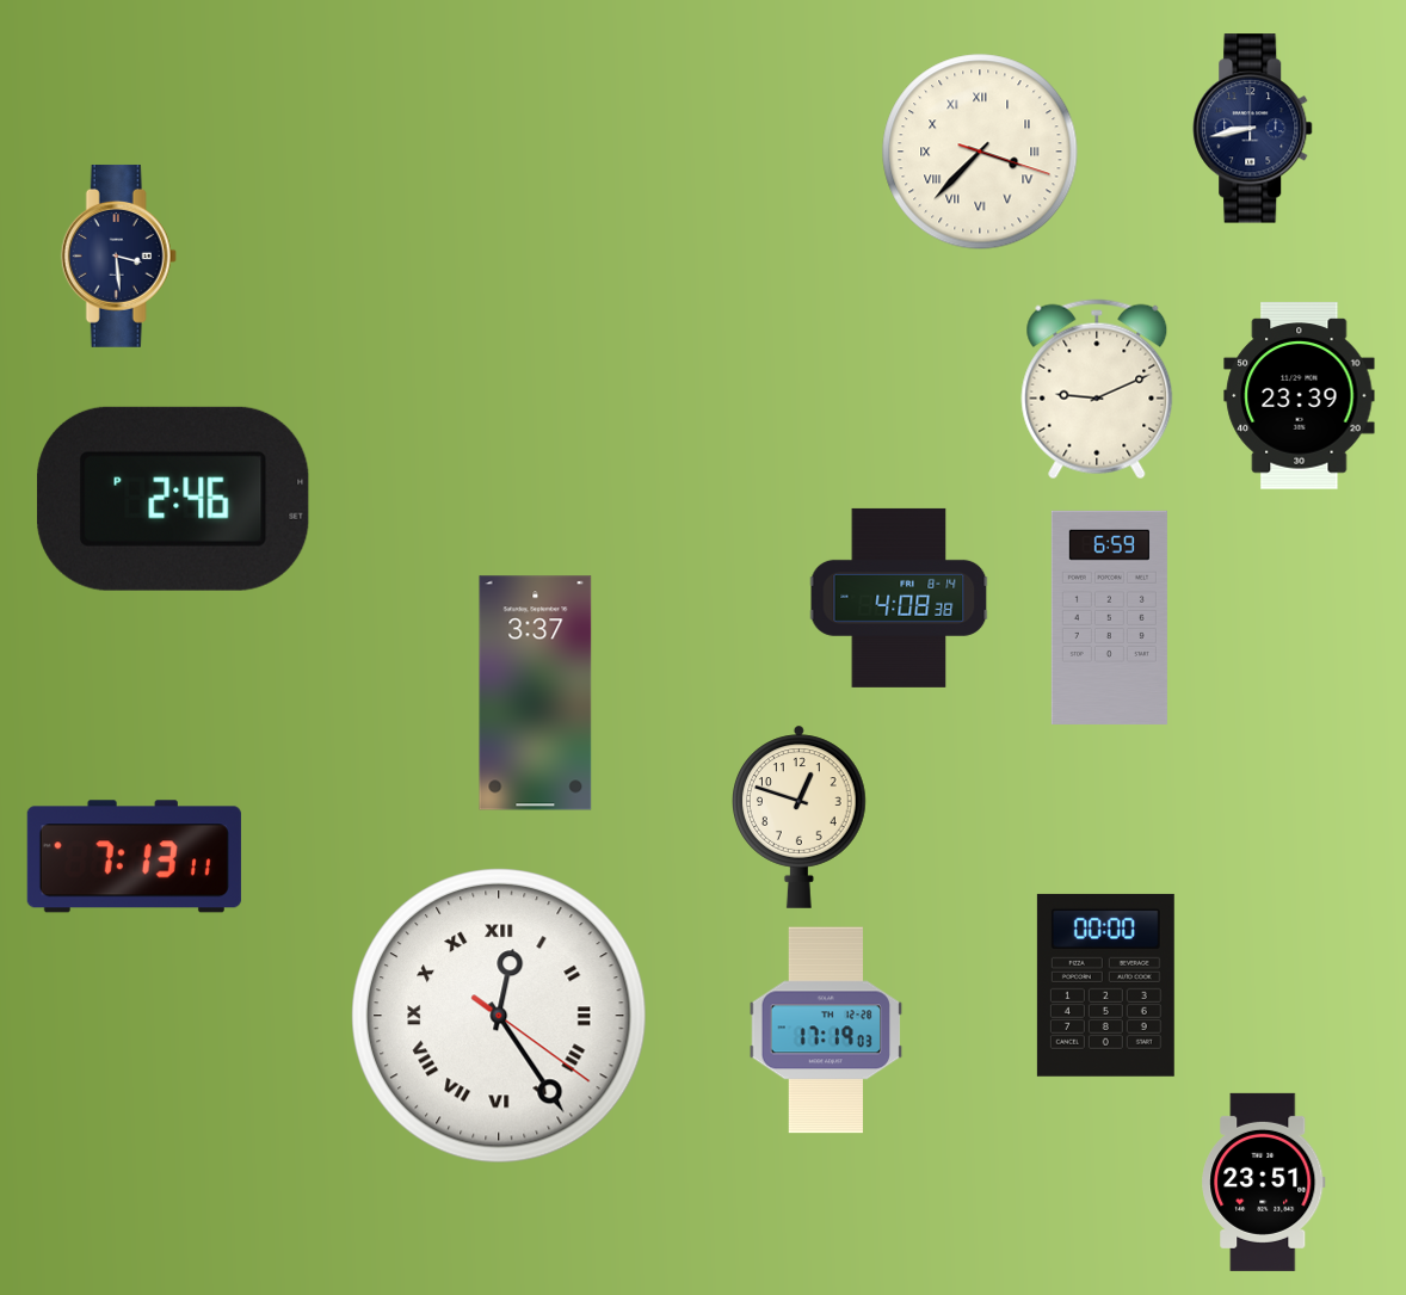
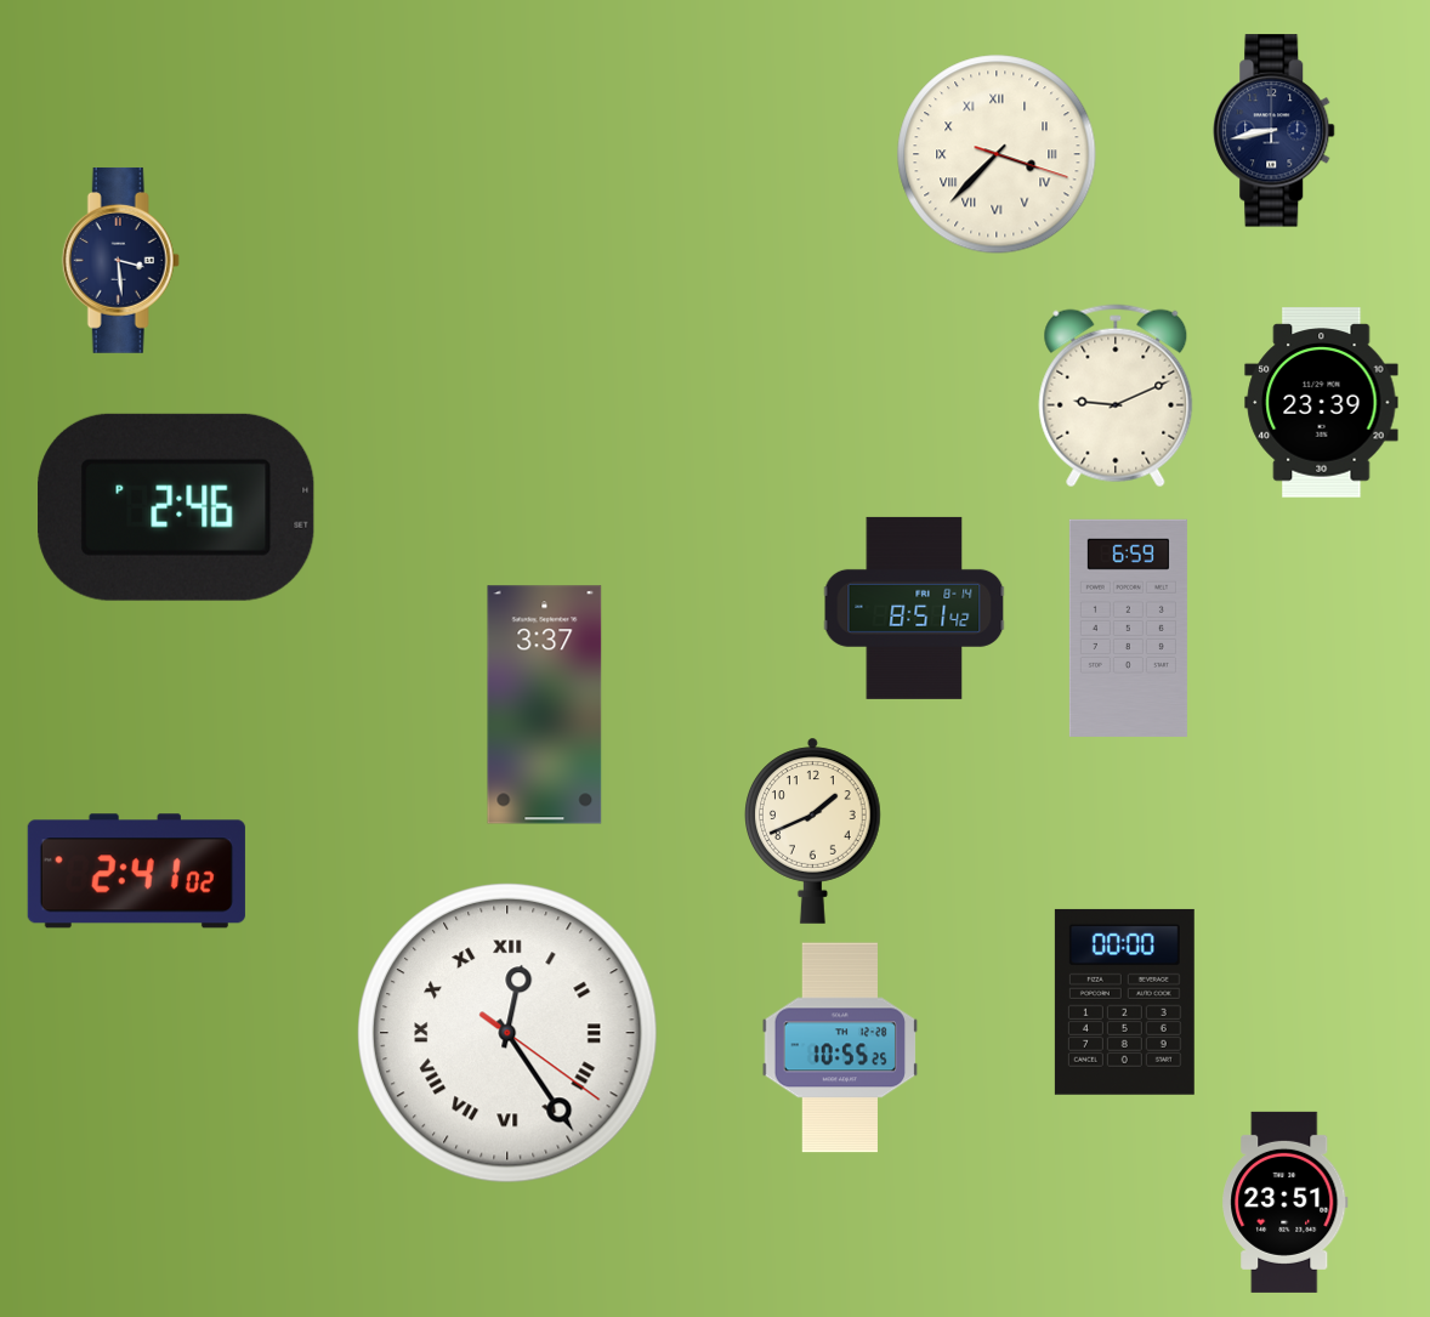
clock at (899, 598): 4:08 -> 8:51
clock at (800, 816): 12:48 -> 1:41
clock at (134, 857): 7:13 -> 2:41
clock at (826, 1030): 17:19 -> 10:55
